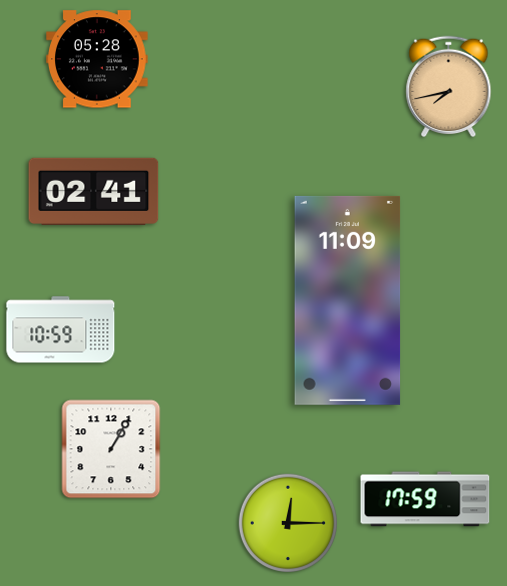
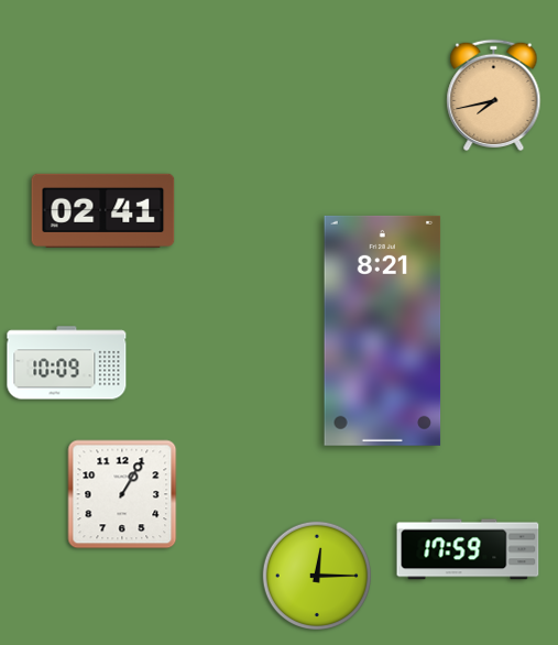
clock at (98, 59): 05:28 -> none
clock at (348, 300): 11:09 -> 8:21
clock at (61, 330): 10:59 -> 10:09
